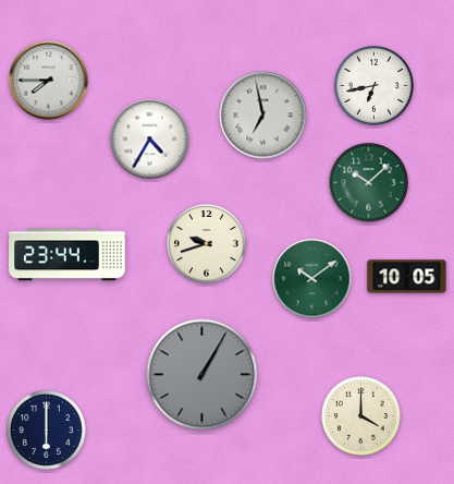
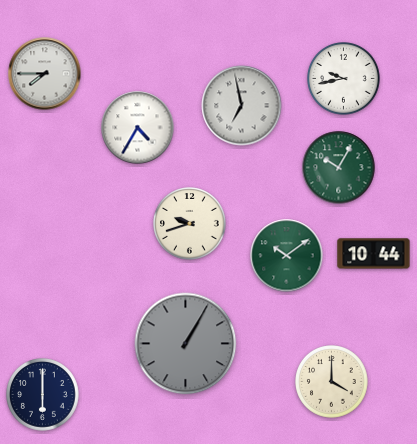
clock at (375, 86): 6:43 -> 9:43
clock at (369, 183): 10:08 -> 10:05
clock at (68, 255): 23:44 -> none
clock at (407, 277): 10:05 -> 10:44
